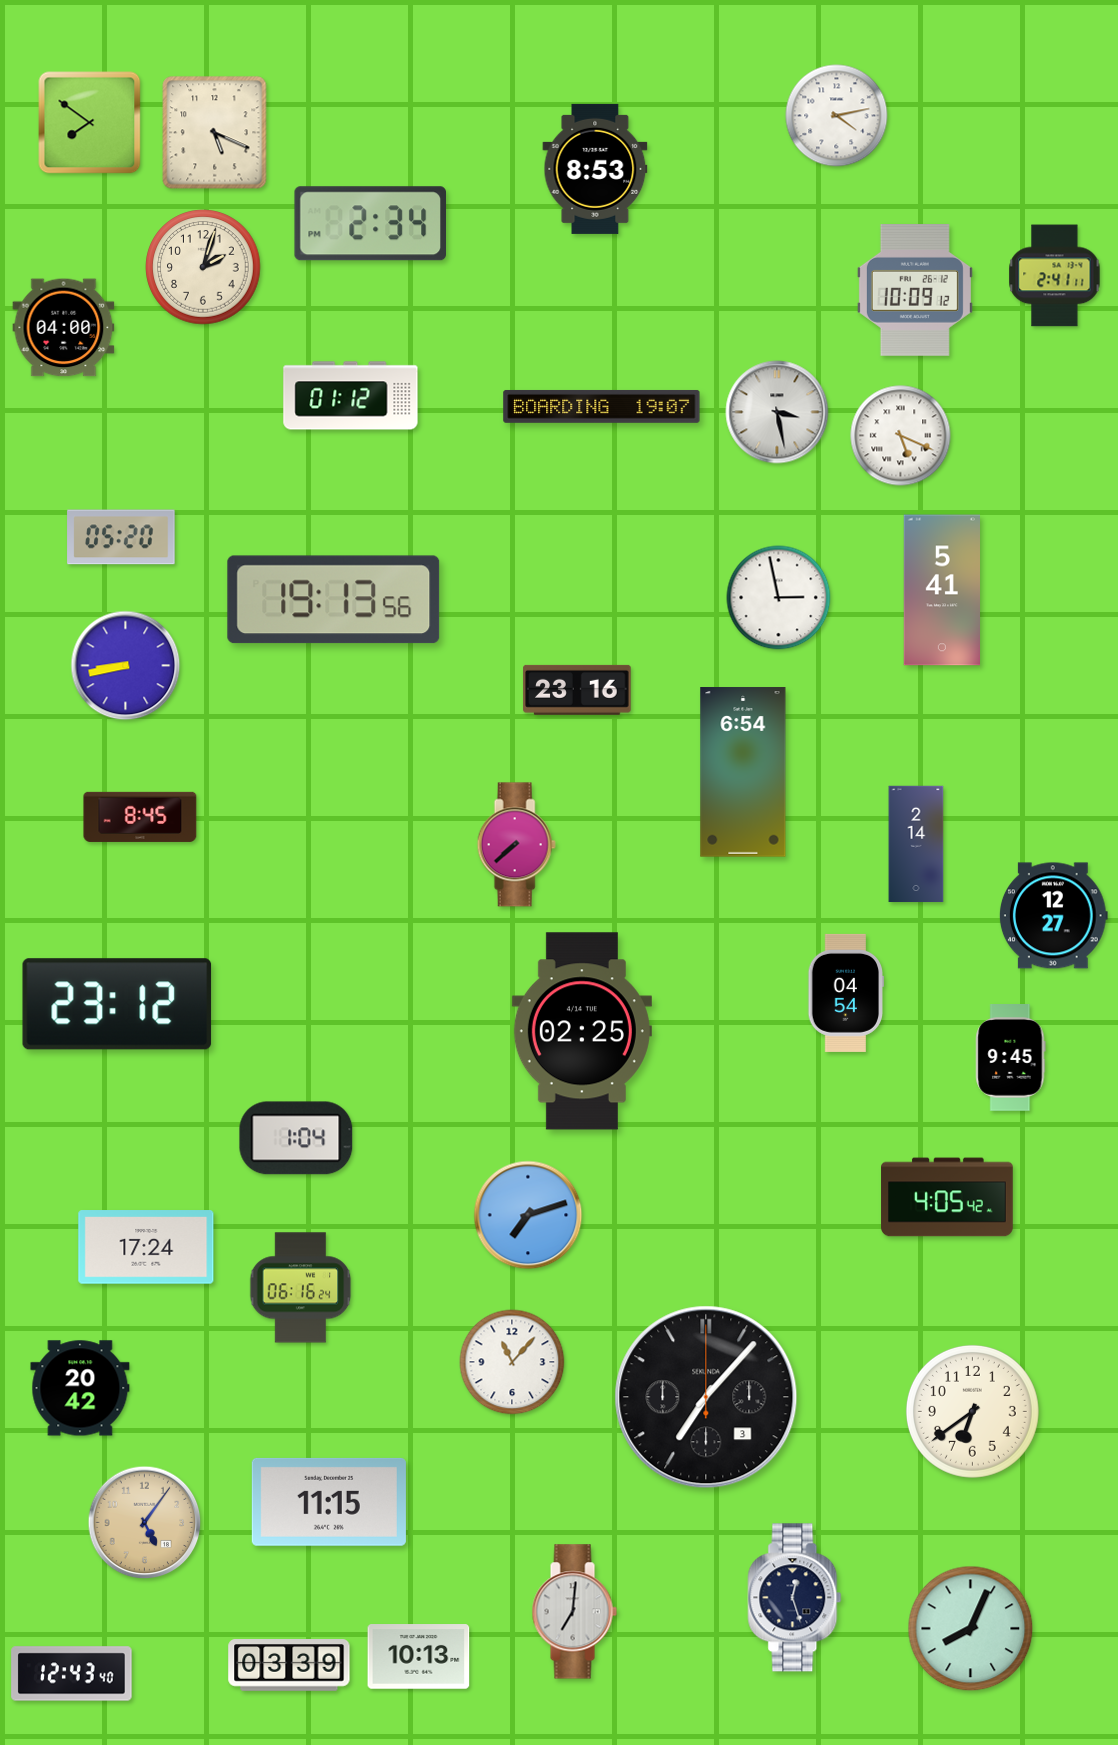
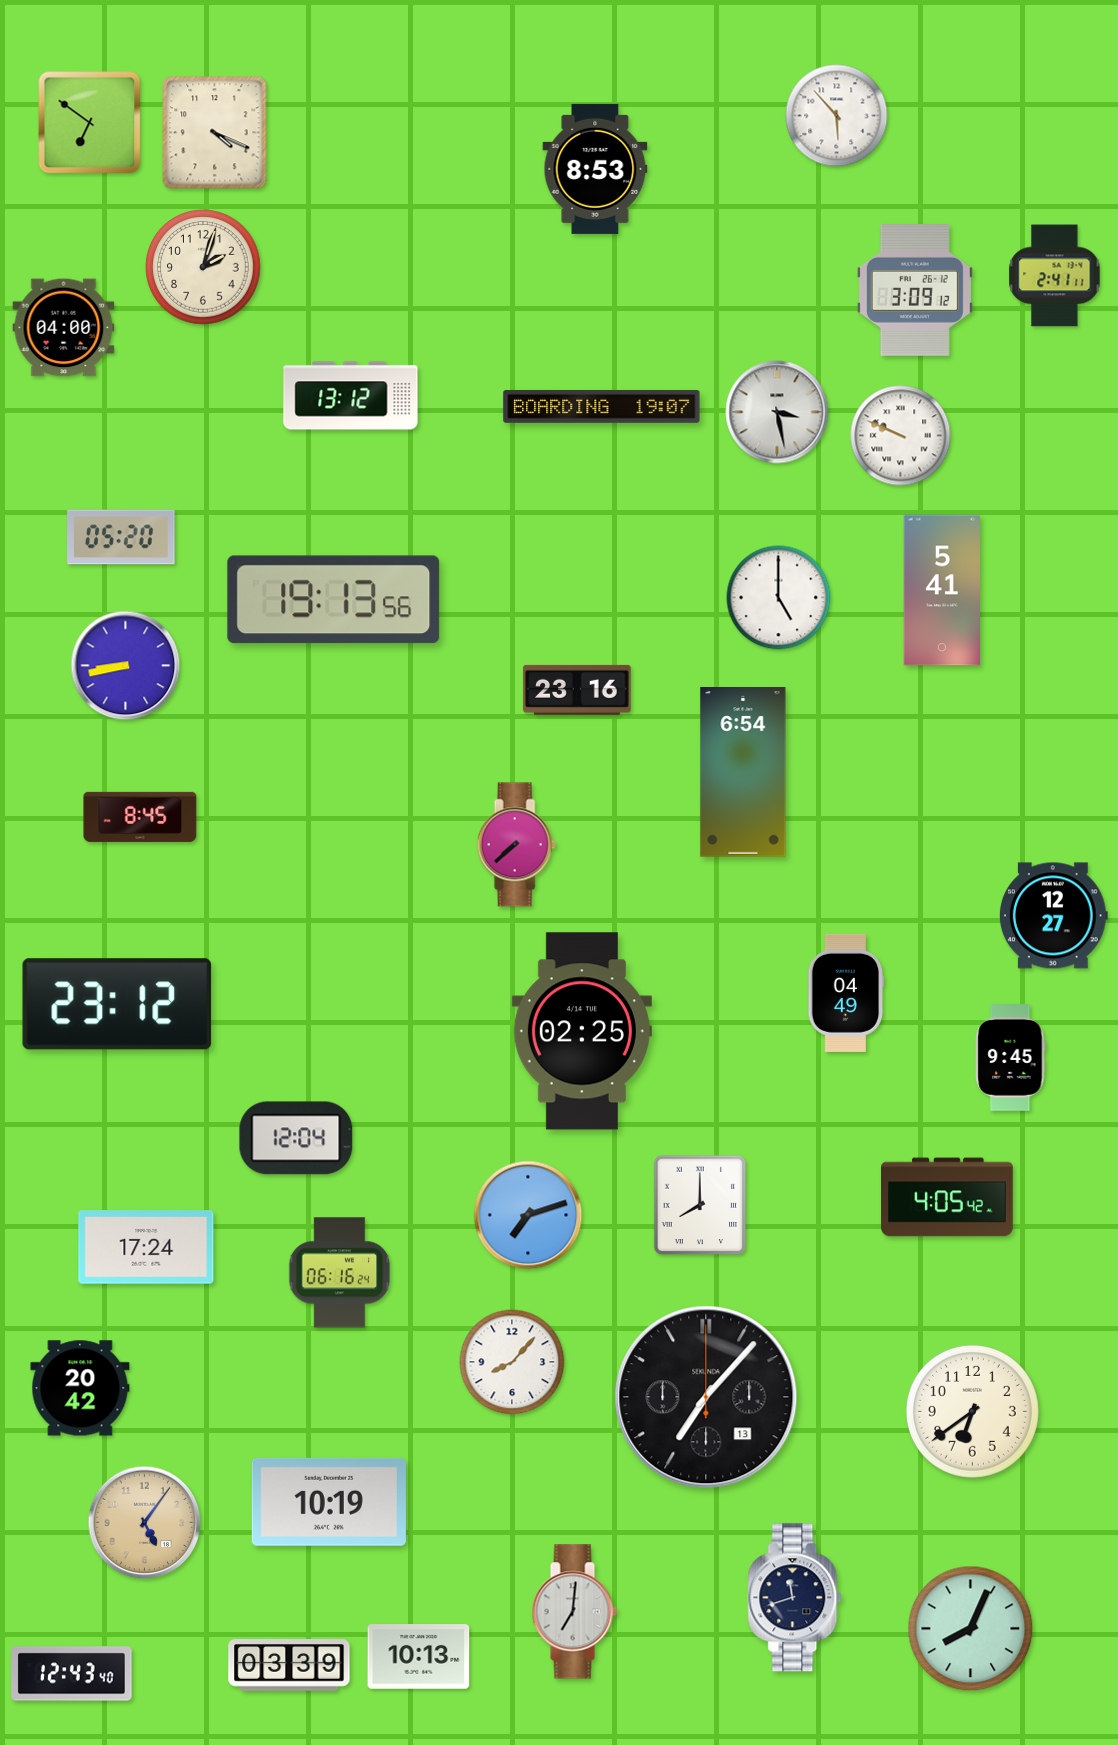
clock at (837, 116): 4:13 -> 5:53
clock at (90, 123): 7:51 -> 6:51
clock at (215, 133): 5:19 -> 4:19
clock at (370, 224): 2:34 -> none
clock at (915, 291): 10:09 -> 3:09
clock at (351, 396): 01:12 -> 13:12
clock at (901, 436): 5:19 -> 9:49
clock at (779, 598): 2:58 -> 5:00
clock at (916, 844): 2:14 -> none
clock at (846, 993): 04:54 -> 04:49
clock at (296, 1138): 1:04 -> 12:04
clock at (700, 1205): none -> 8:00
clock at (301, 1288) position: (301, 1288) -> (340, 1273)
clock at (512, 1362): 11:07 -> 8:07
clock at (706, 1397) date: 3 -> 13
clock at (329, 1502): 11:15 -> 10:19
clock at (795, 1598): 12:27 -> 11:42
